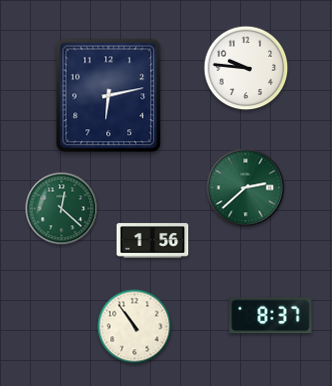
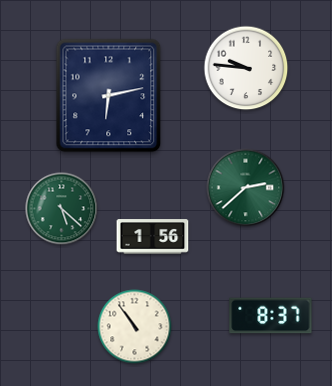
clock at (62, 209): 12:22 -> 5:22
clock at (153, 241) position: (153, 241) -> (153, 237)
